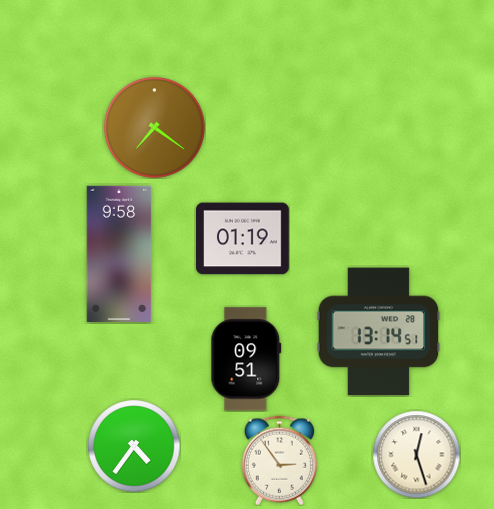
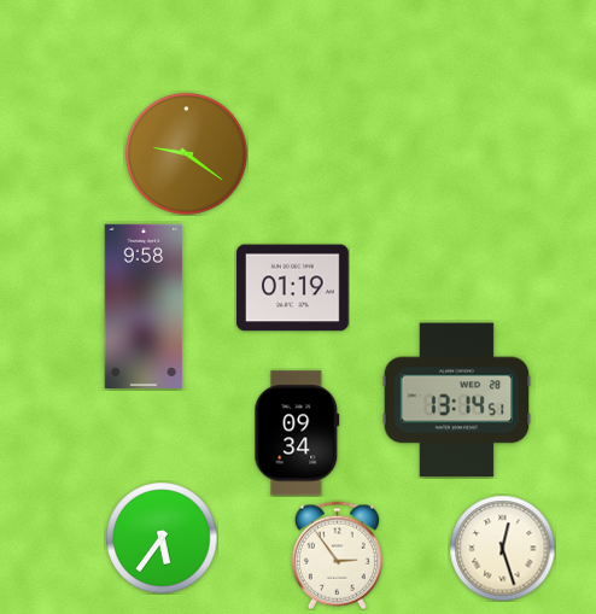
clock at (155, 128): 7:21 -> 9:21
clock at (246, 359): 09:51 -> 09:34
clock at (134, 446): 4:36 -> 5:36
